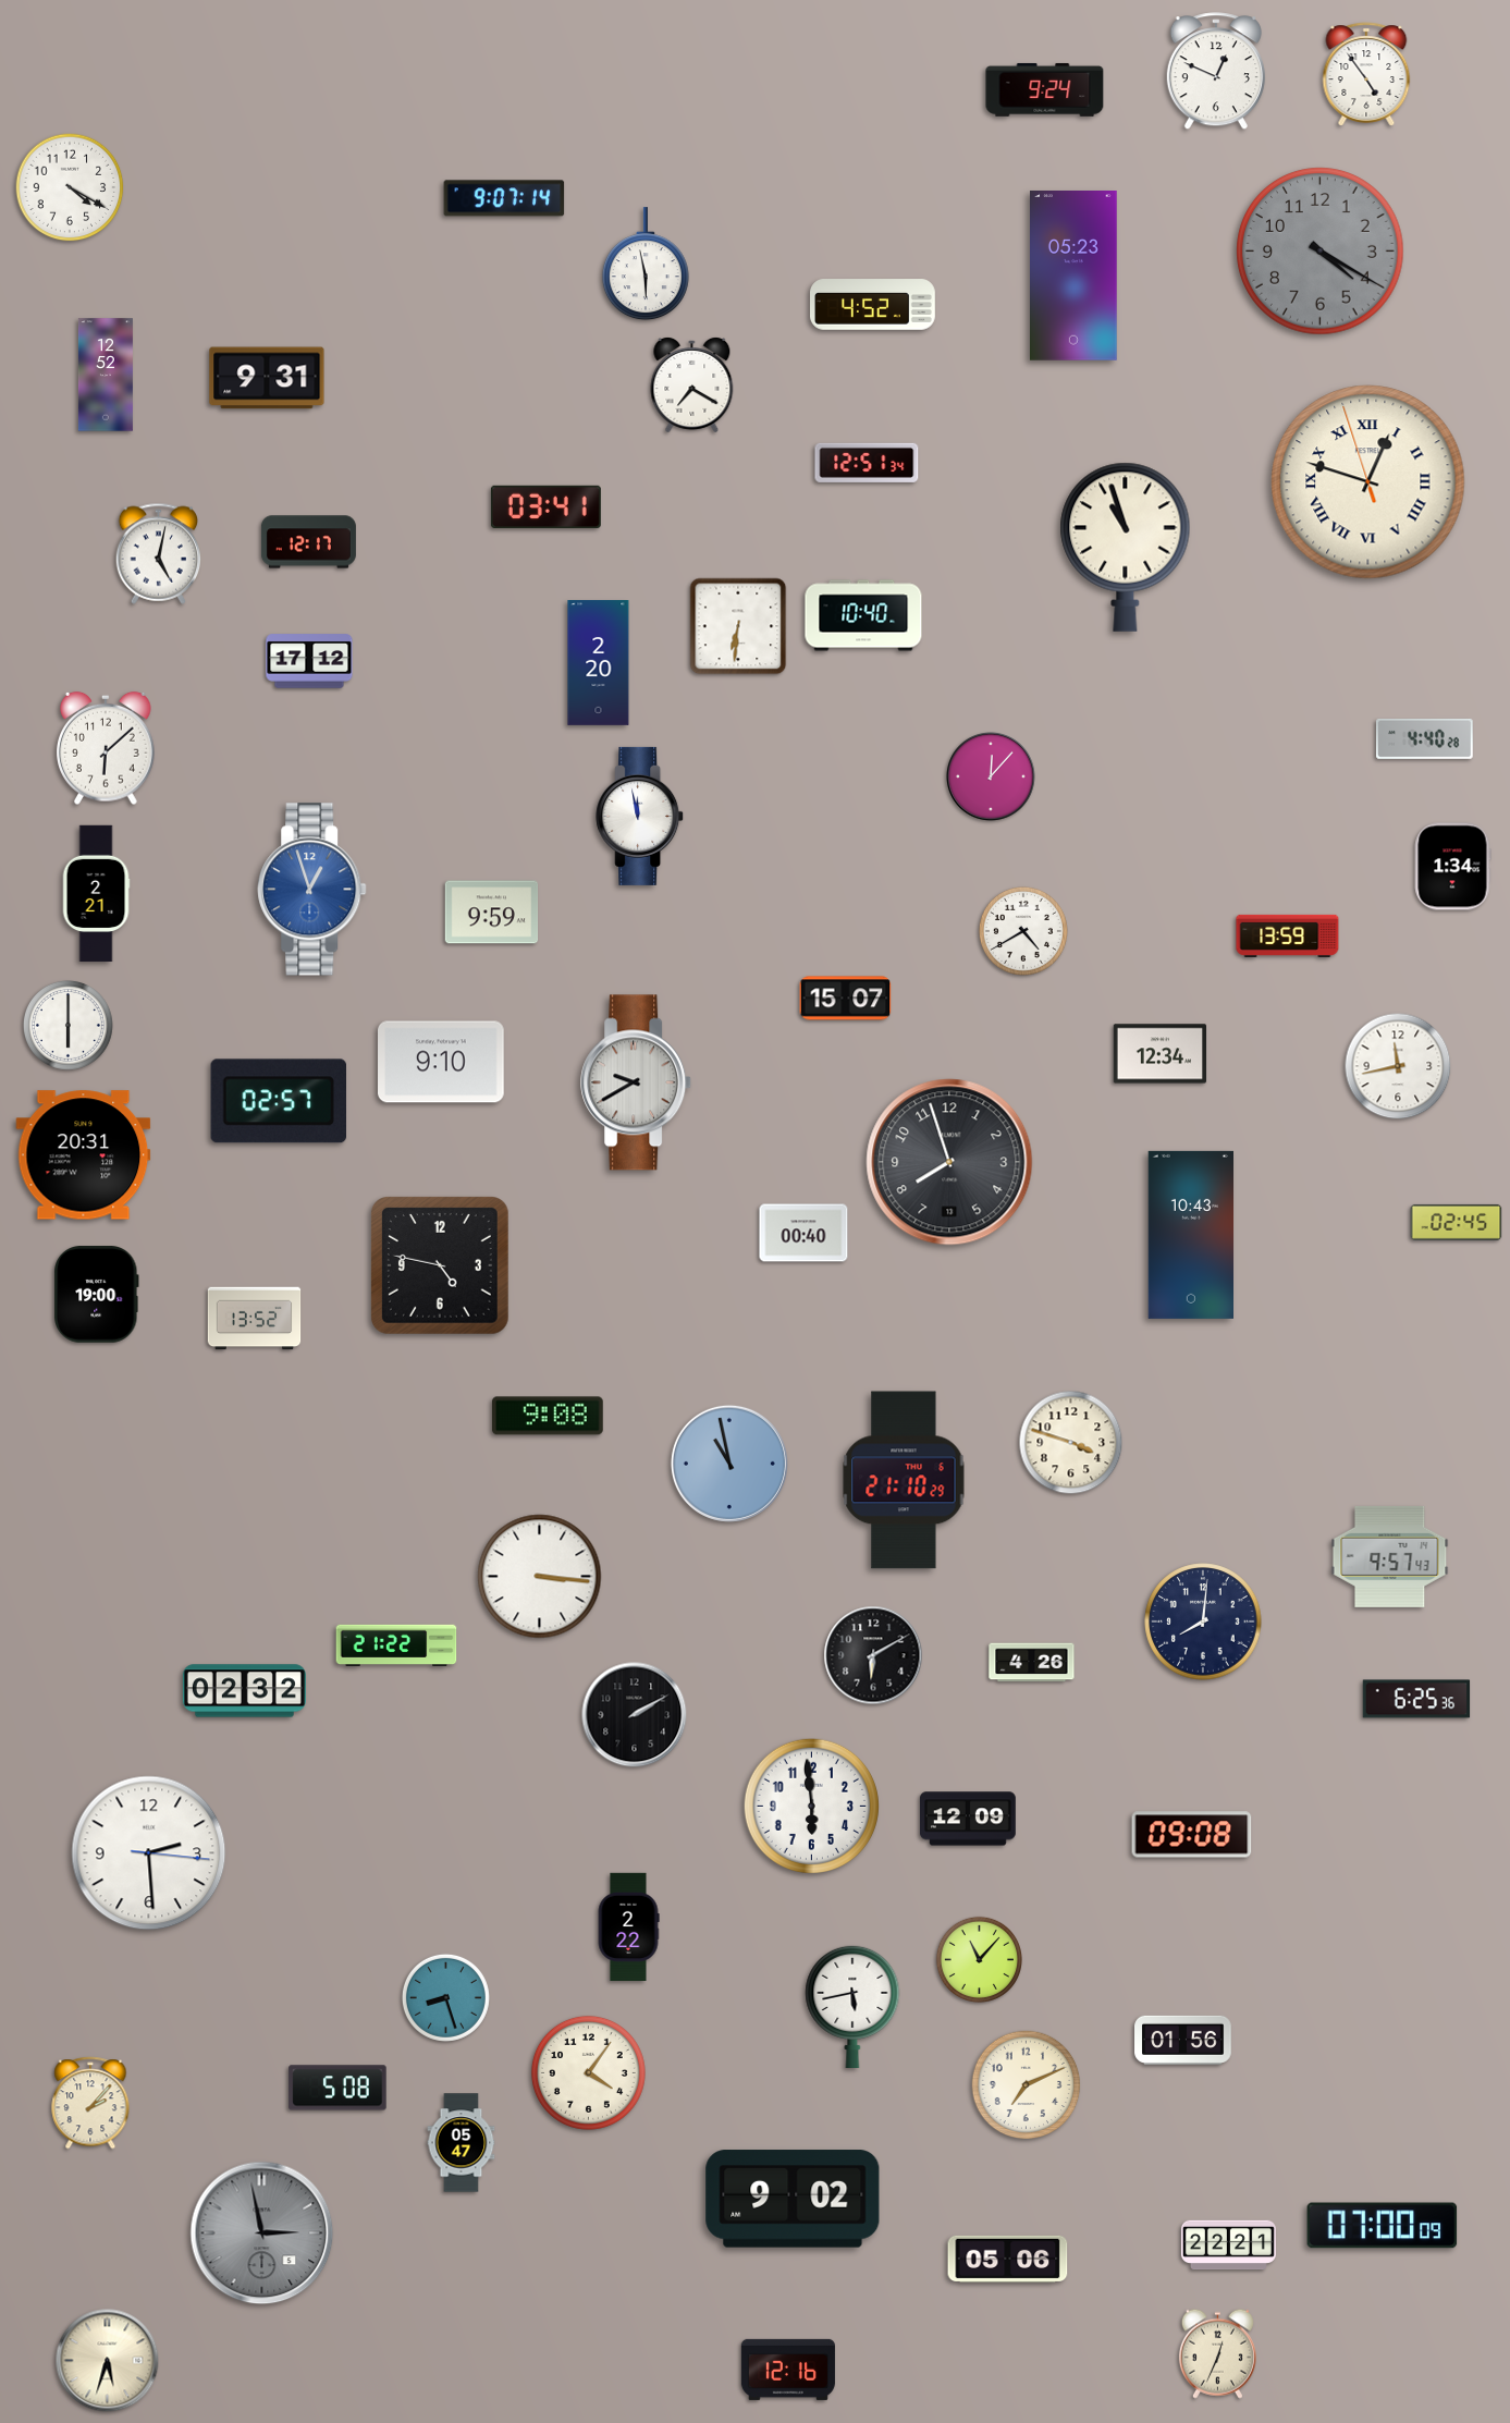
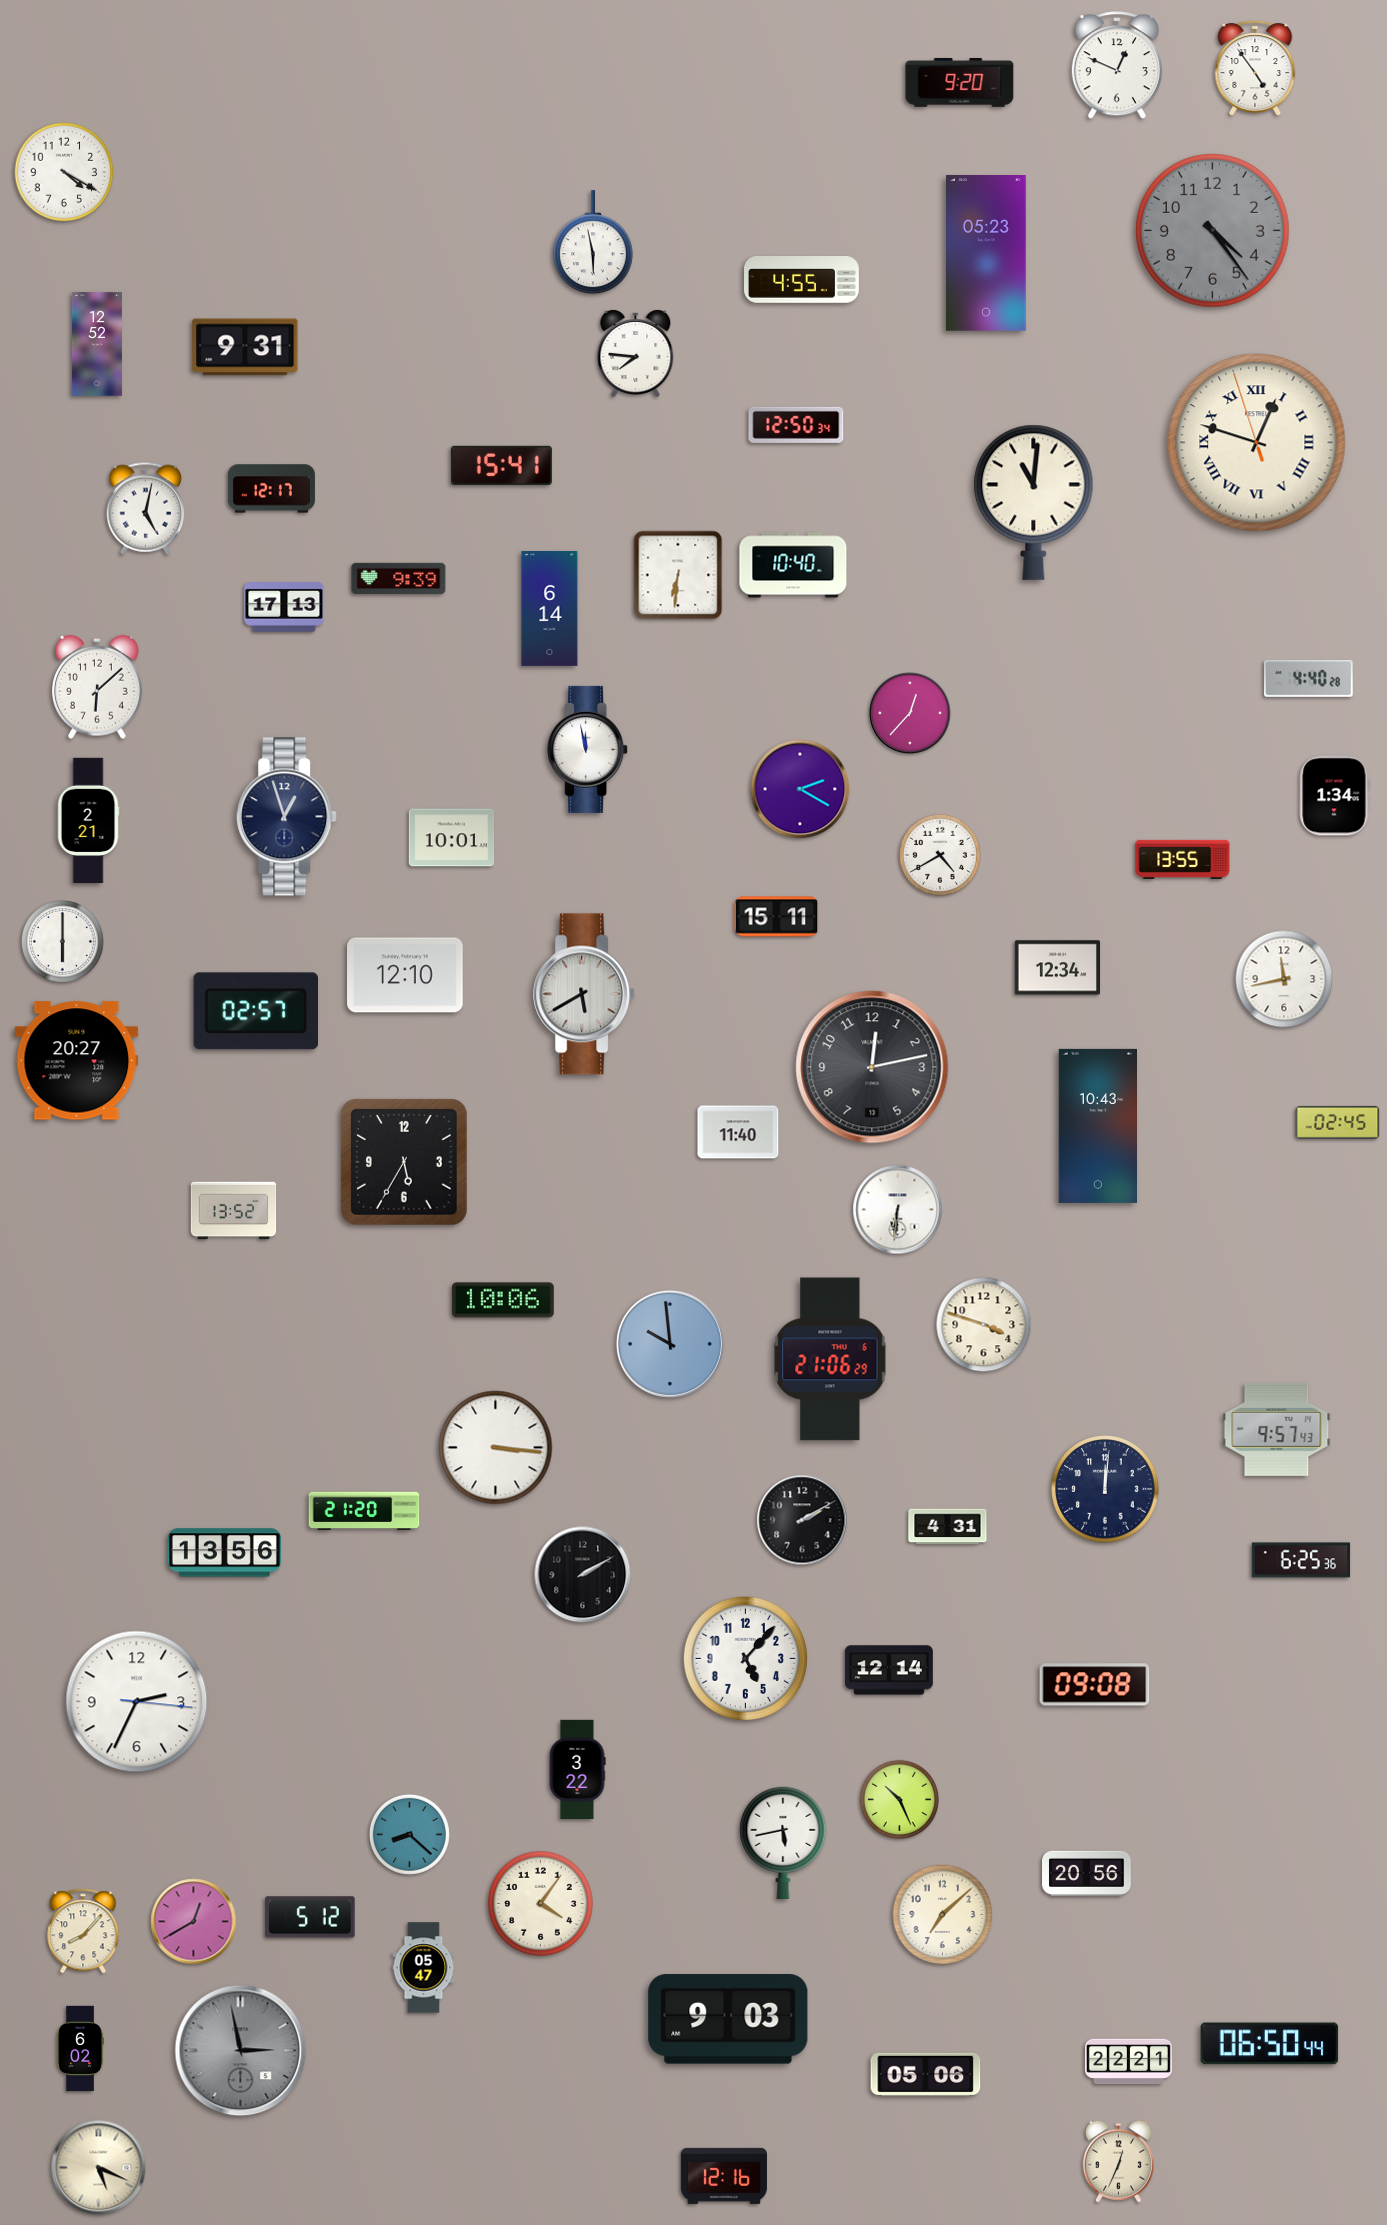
clock at (1045, 89): 9:24 -> 9:20
clock at (504, 198): 9:07 -> none
clock at (1321, 252): 4:20 -> 4:24
clock at (873, 305): 4:52 -> 4:55
clock at (692, 384): 7:20 -> 7:46
clock at (867, 463): 12:51 -> 12:50
clock at (545, 506): 03:41 -> 15:41
clock at (308, 542) position: (308, 542) -> (271, 489)
clock at (1126, 547): 10:57 -> 11:01
clock at (399, 578): none -> 9:39
clock at (309, 661): 17:12 -> 17:13
clock at (599, 663): 2:20 -> 6:14
clock at (991, 776): 12:07 -> 12:37
clock at (800, 789): none -> 2:20
clock at (312, 890) dial: blue -> navy
clock at (492, 913): 9:59 -> 10:01
clock at (1288, 935): 13:59 -> 13:55
clock at (846, 999): 15:07 -> 15:11
clock at (1161, 1054) position: (1161, 1054) -> (1058, 968)
clock at (441, 1062): 9:10 -> 12:10
clock at (637, 1082): 9:40 -> 5:40
clock at (84, 1155): 20:31 -> 20:27
clock at (949, 1162): 7:57 -> 12:13
clock at (803, 1233): 00:40 -> 11:40
clock at (1191, 1235) position: (1191, 1235) -> (1098, 1126)
clock at (441, 1266): 4:47 -> 5:35
clock at (96, 1295): 19:00 -> none
clock at (898, 1210): none -> 6:31
clock at (548, 1416): 9:08 -> 10:06
clock at (729, 1464): 10:58 -> 9:59
clock at (904, 1480): 21:10 -> 21:06
clock at (1203, 1622): 8:01 -> 12:01
clock at (396, 1645): 21:22 -> 21:20
clock at (873, 1655): 6:10 -> 2:10
clock at (1032, 1663): 4:26 -> 4:31
clock at (244, 1691): 02:32 -> 13:56
clock at (811, 1806): 5:59 -> 5:07
clock at (968, 1819): 12:09 -> 12:14
clock at (149, 1853): 2:29 -> 2:34
clock at (628, 1926): 2:22 -> 3:22
clock at (979, 1959): 11:07 -> 10:26
clock at (445, 1997): 8:27 -> 8:22
clock at (1183, 2040): 01:56 -> 20:56
clock at (1027, 2085): 7:11 -> 7:08
clock at (337, 2088): 5:08 -> 5:12
clock at (194, 1922): none -> 12:40
clock at (90, 2103): 2:07 -> 8:07
clock at (793, 2199): 9:02 -> 9:03
clock at (1383, 2226): 07:00 -> 06:50
clock at (80, 2049): none -> 6:02
clock at (108, 2361): 5:33 -> 5:19
